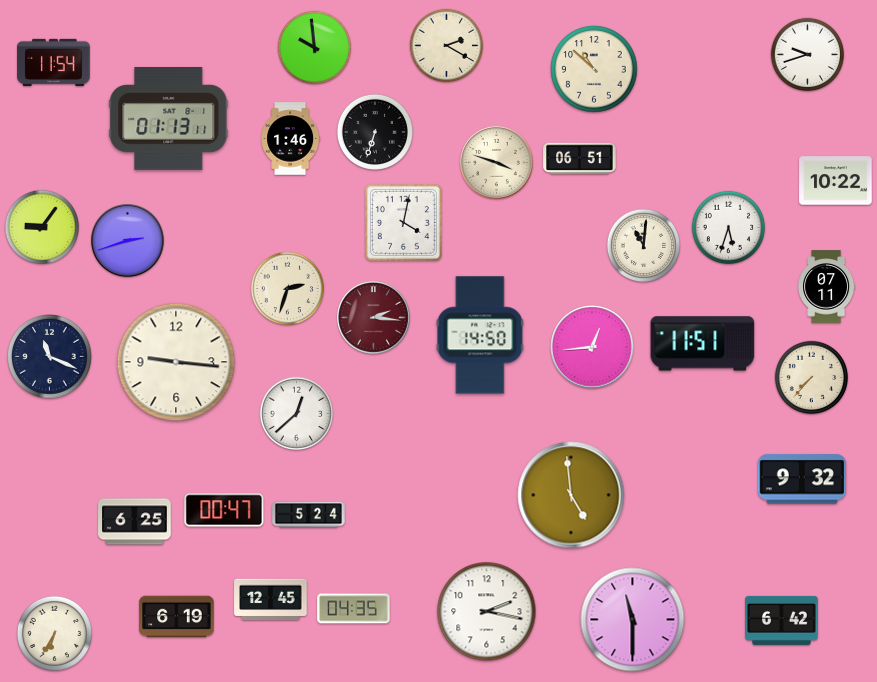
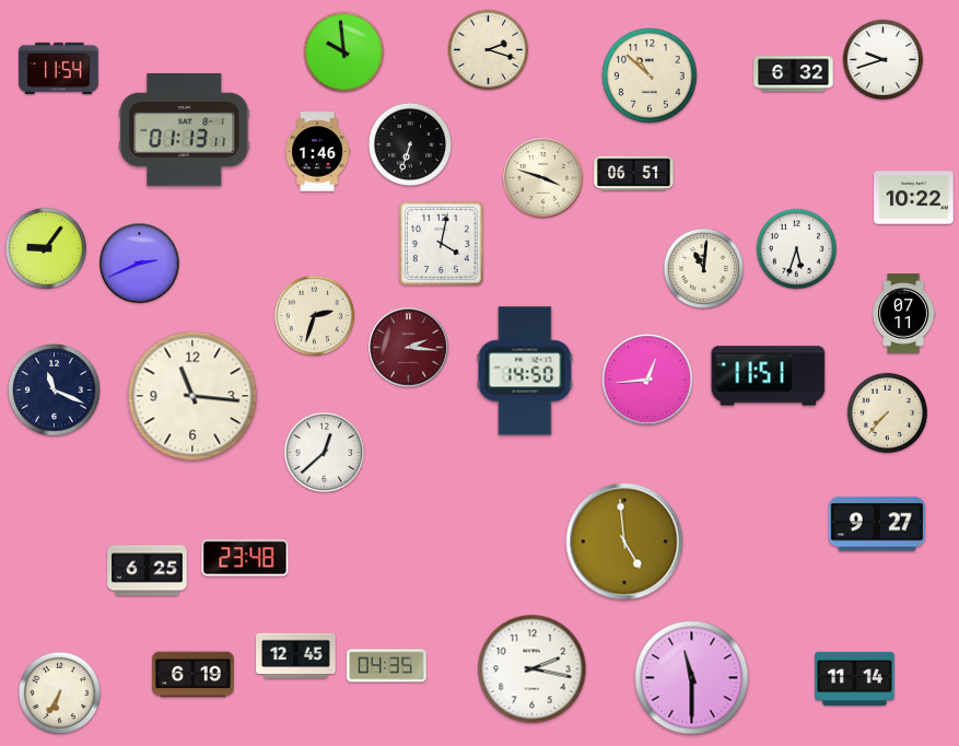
clock at (447, 46): 2:20 -> 2:18
clock at (794, 74): none -> 6:32
clock at (128, 241): 2:42 -> 2:41
clock at (480, 335) position: (480, 335) -> (525, 371)
clock at (176, 362): 9:16 -> 11:16
clock at (802, 479): 9:32 -> 9:27
clock at (224, 510): 00:47 -> 23:48
clock at (309, 515): 5:24 -> none
clock at (782, 620): 6:42 -> 11:14
